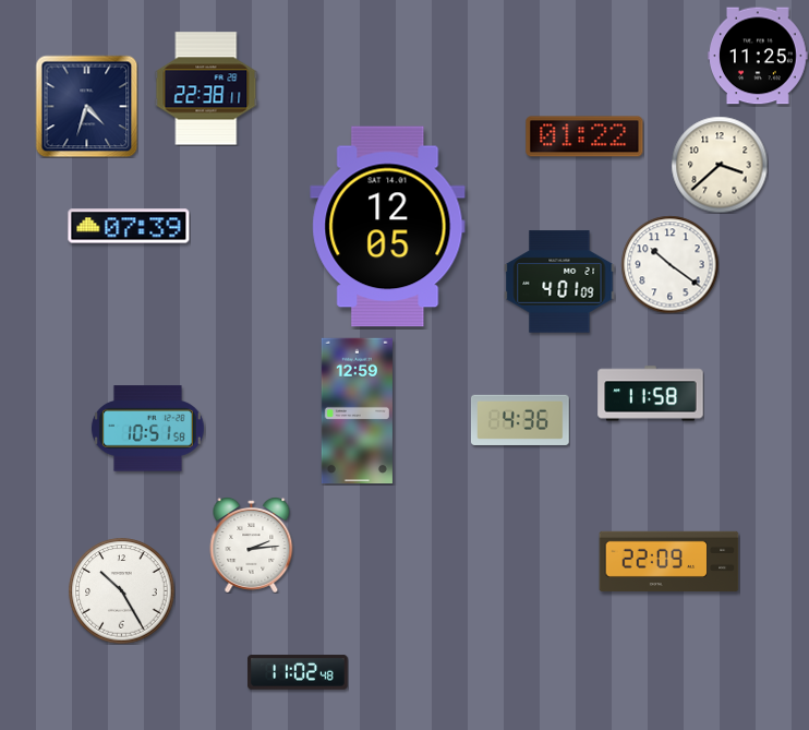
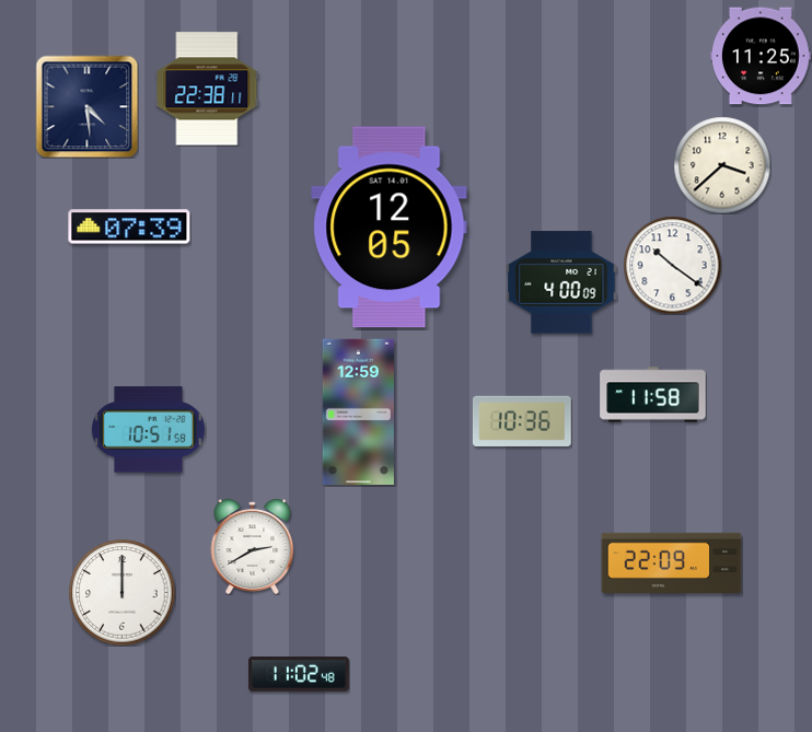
clock at (86, 106): 4:33 -> 4:29
clock at (584, 136): 01:22 -> none
clock at (559, 282): 4:01 -> 4:00
clock at (520, 420): 4:36 -> 10:36
clock at (252, 546): 2:14 -> 2:40
clock at (122, 591): 10:25 -> 12:00
